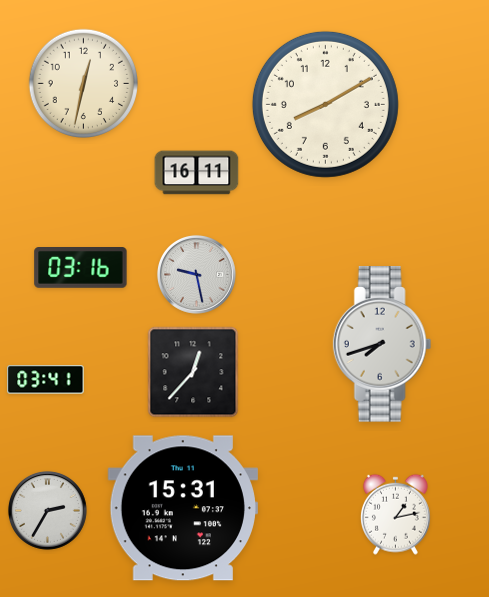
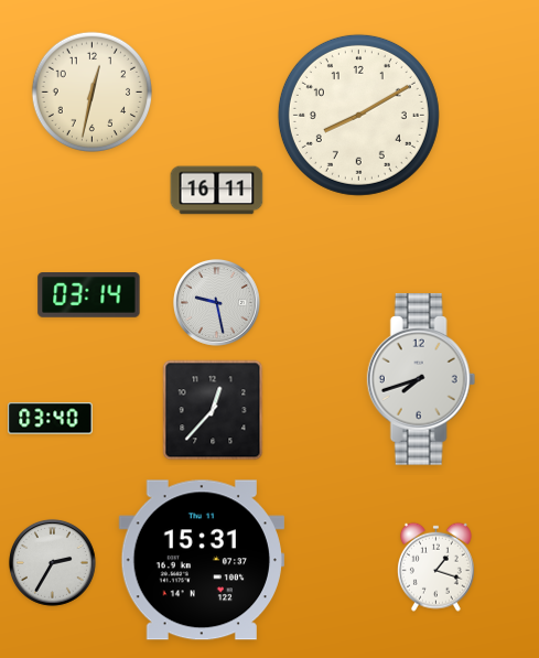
clock at (81, 268): 03:16 -> 03:14
clock at (46, 380): 03:41 -> 03:40
clock at (395, 514): 1:13 -> 1:18
